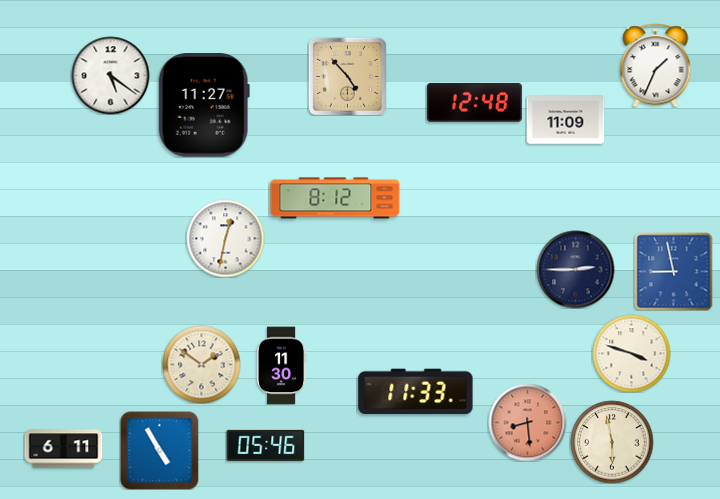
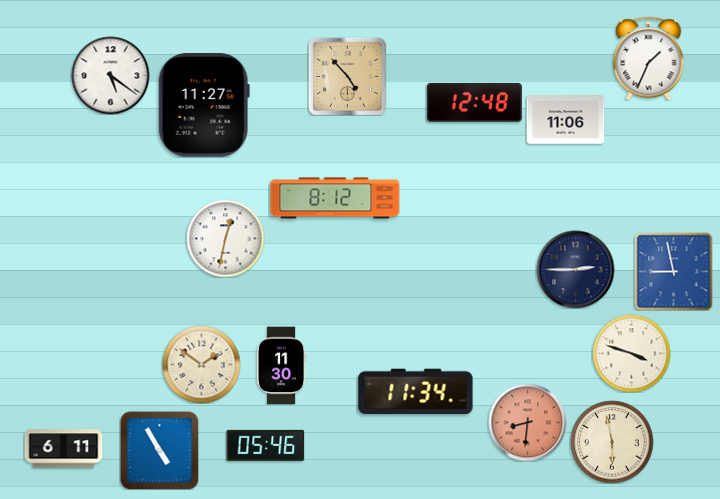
clock at (656, 65) position: (656, 65) -> (649, 58)
clock at (565, 120): 11:09 -> 11:06
clock at (416, 392): 11:33 -> 11:34
clock at (527, 422): 8:29 -> 8:31
